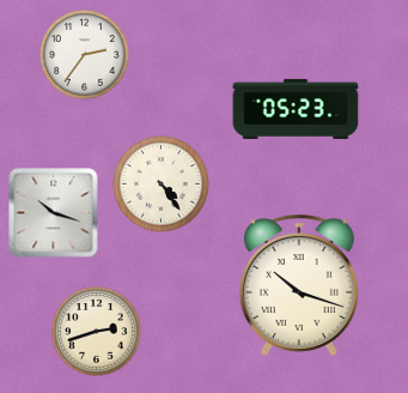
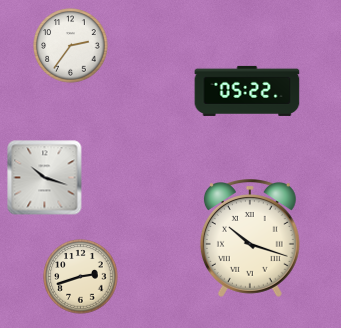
clock at (296, 109): 05:23 -> 05:22
clock at (162, 185): 4:24 -> none
